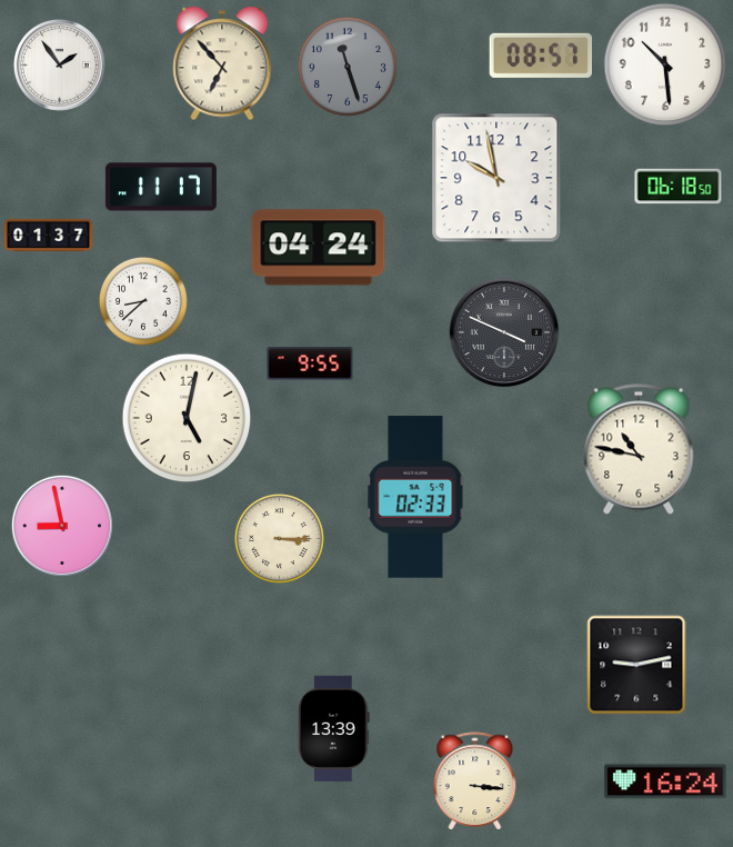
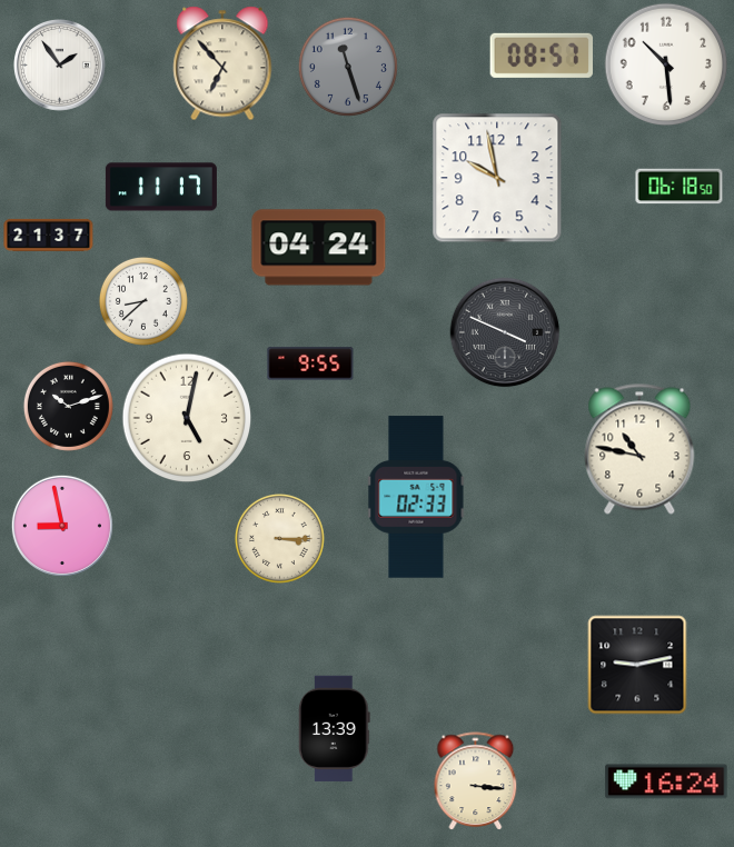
clock at (49, 235): 01:37 -> 21:37
clock at (68, 406): none -> 10:12
